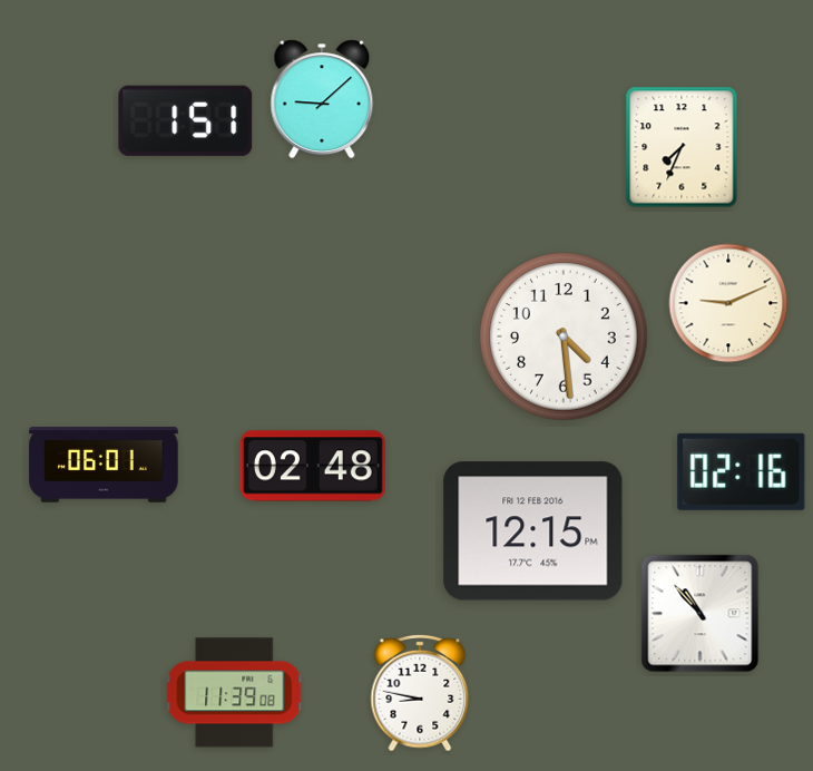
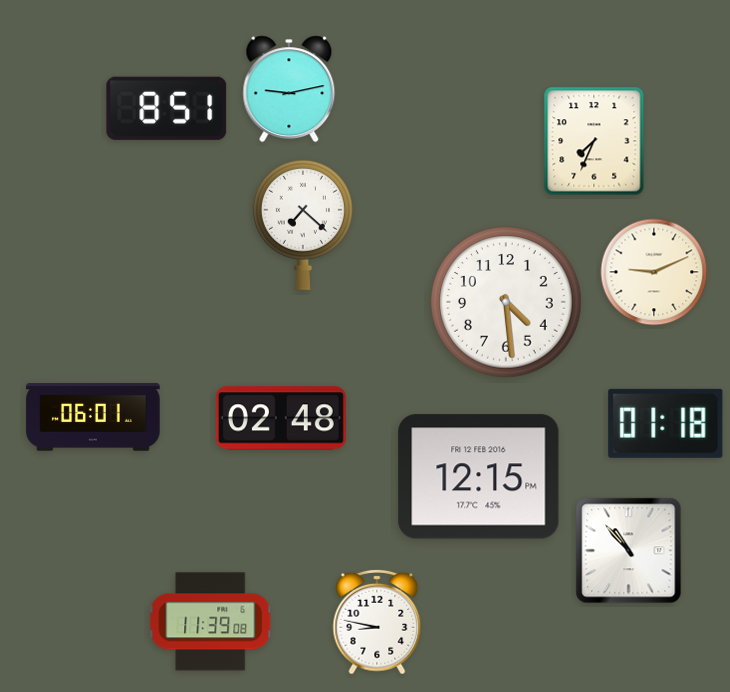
clock at (322, 99): 9:08 -> 9:13
clock at (186, 120): 1:51 -> 8:51
clock at (682, 147) position: (682, 147) -> (594, 141)
clock at (303, 225): none -> 7:22
clock at (742, 471): 02:16 -> 01:18
